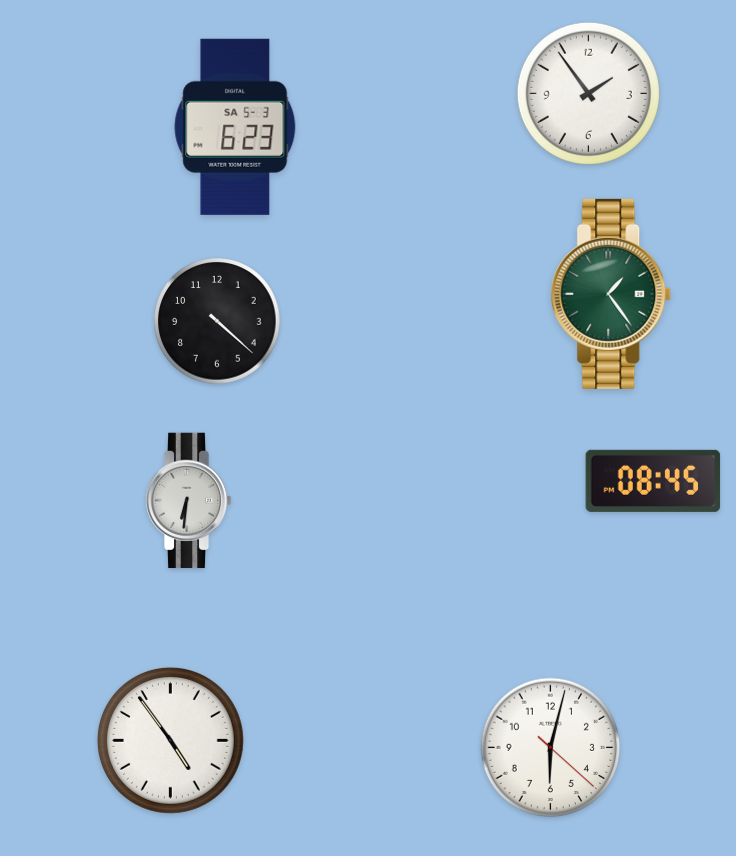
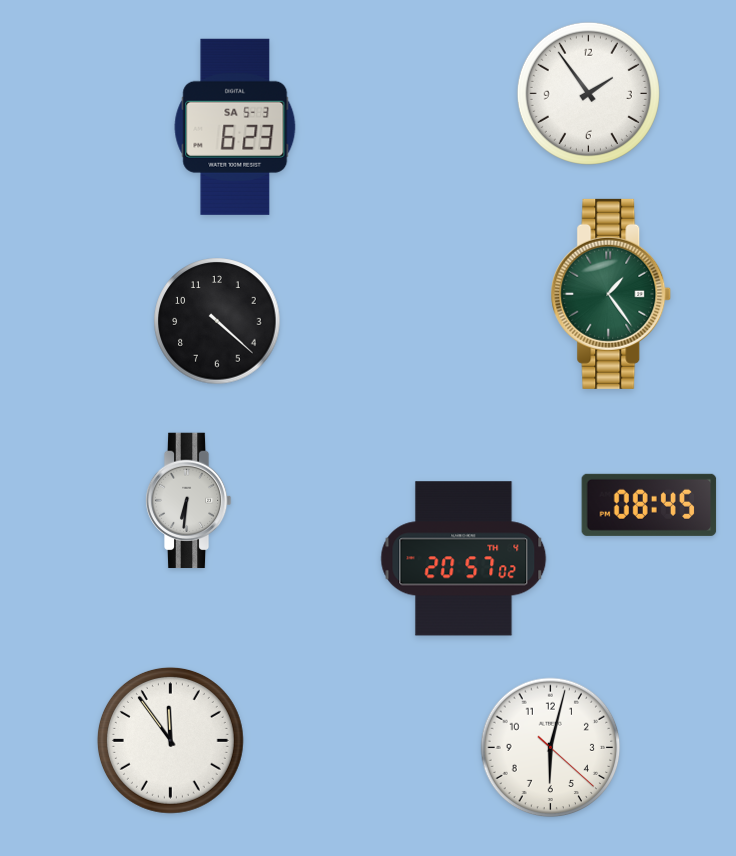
clock at (653, 481) position: (653, 481) -> (649, 505)
clock at (464, 559): none -> 20:57
clock at (170, 740): 4:54 -> 11:54
